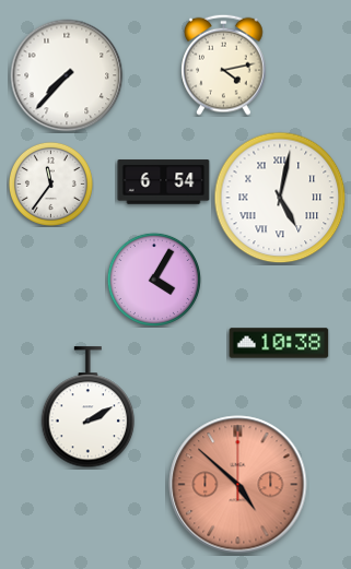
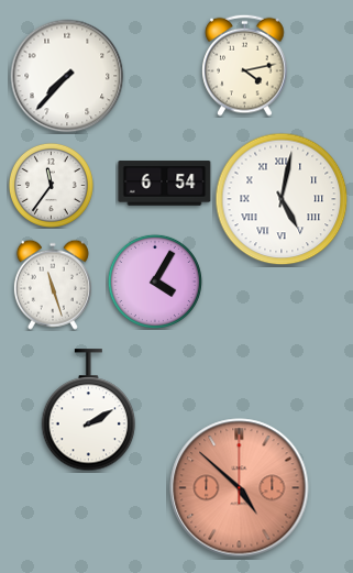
clock at (224, 64) position: (224, 64) -> (245, 65)
clock at (53, 285): none -> 11:27
clock at (279, 343): 10:38 -> none
